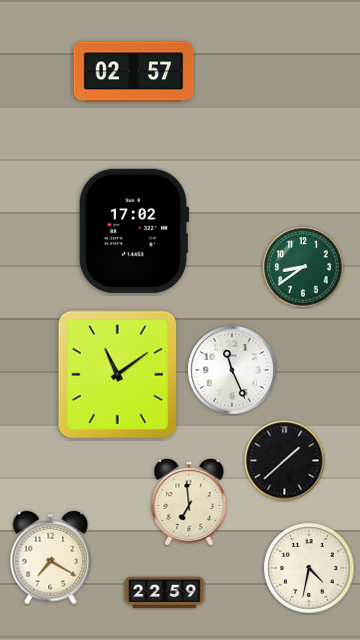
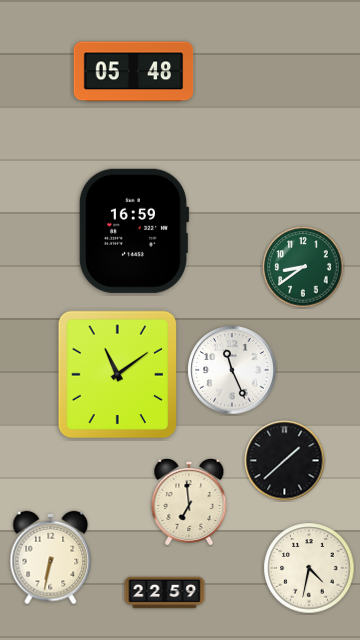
clock at (134, 72): 02:57 -> 05:48
clock at (134, 231): 17:02 -> 16:59
clock at (51, 558): 7:20 -> 6:32
